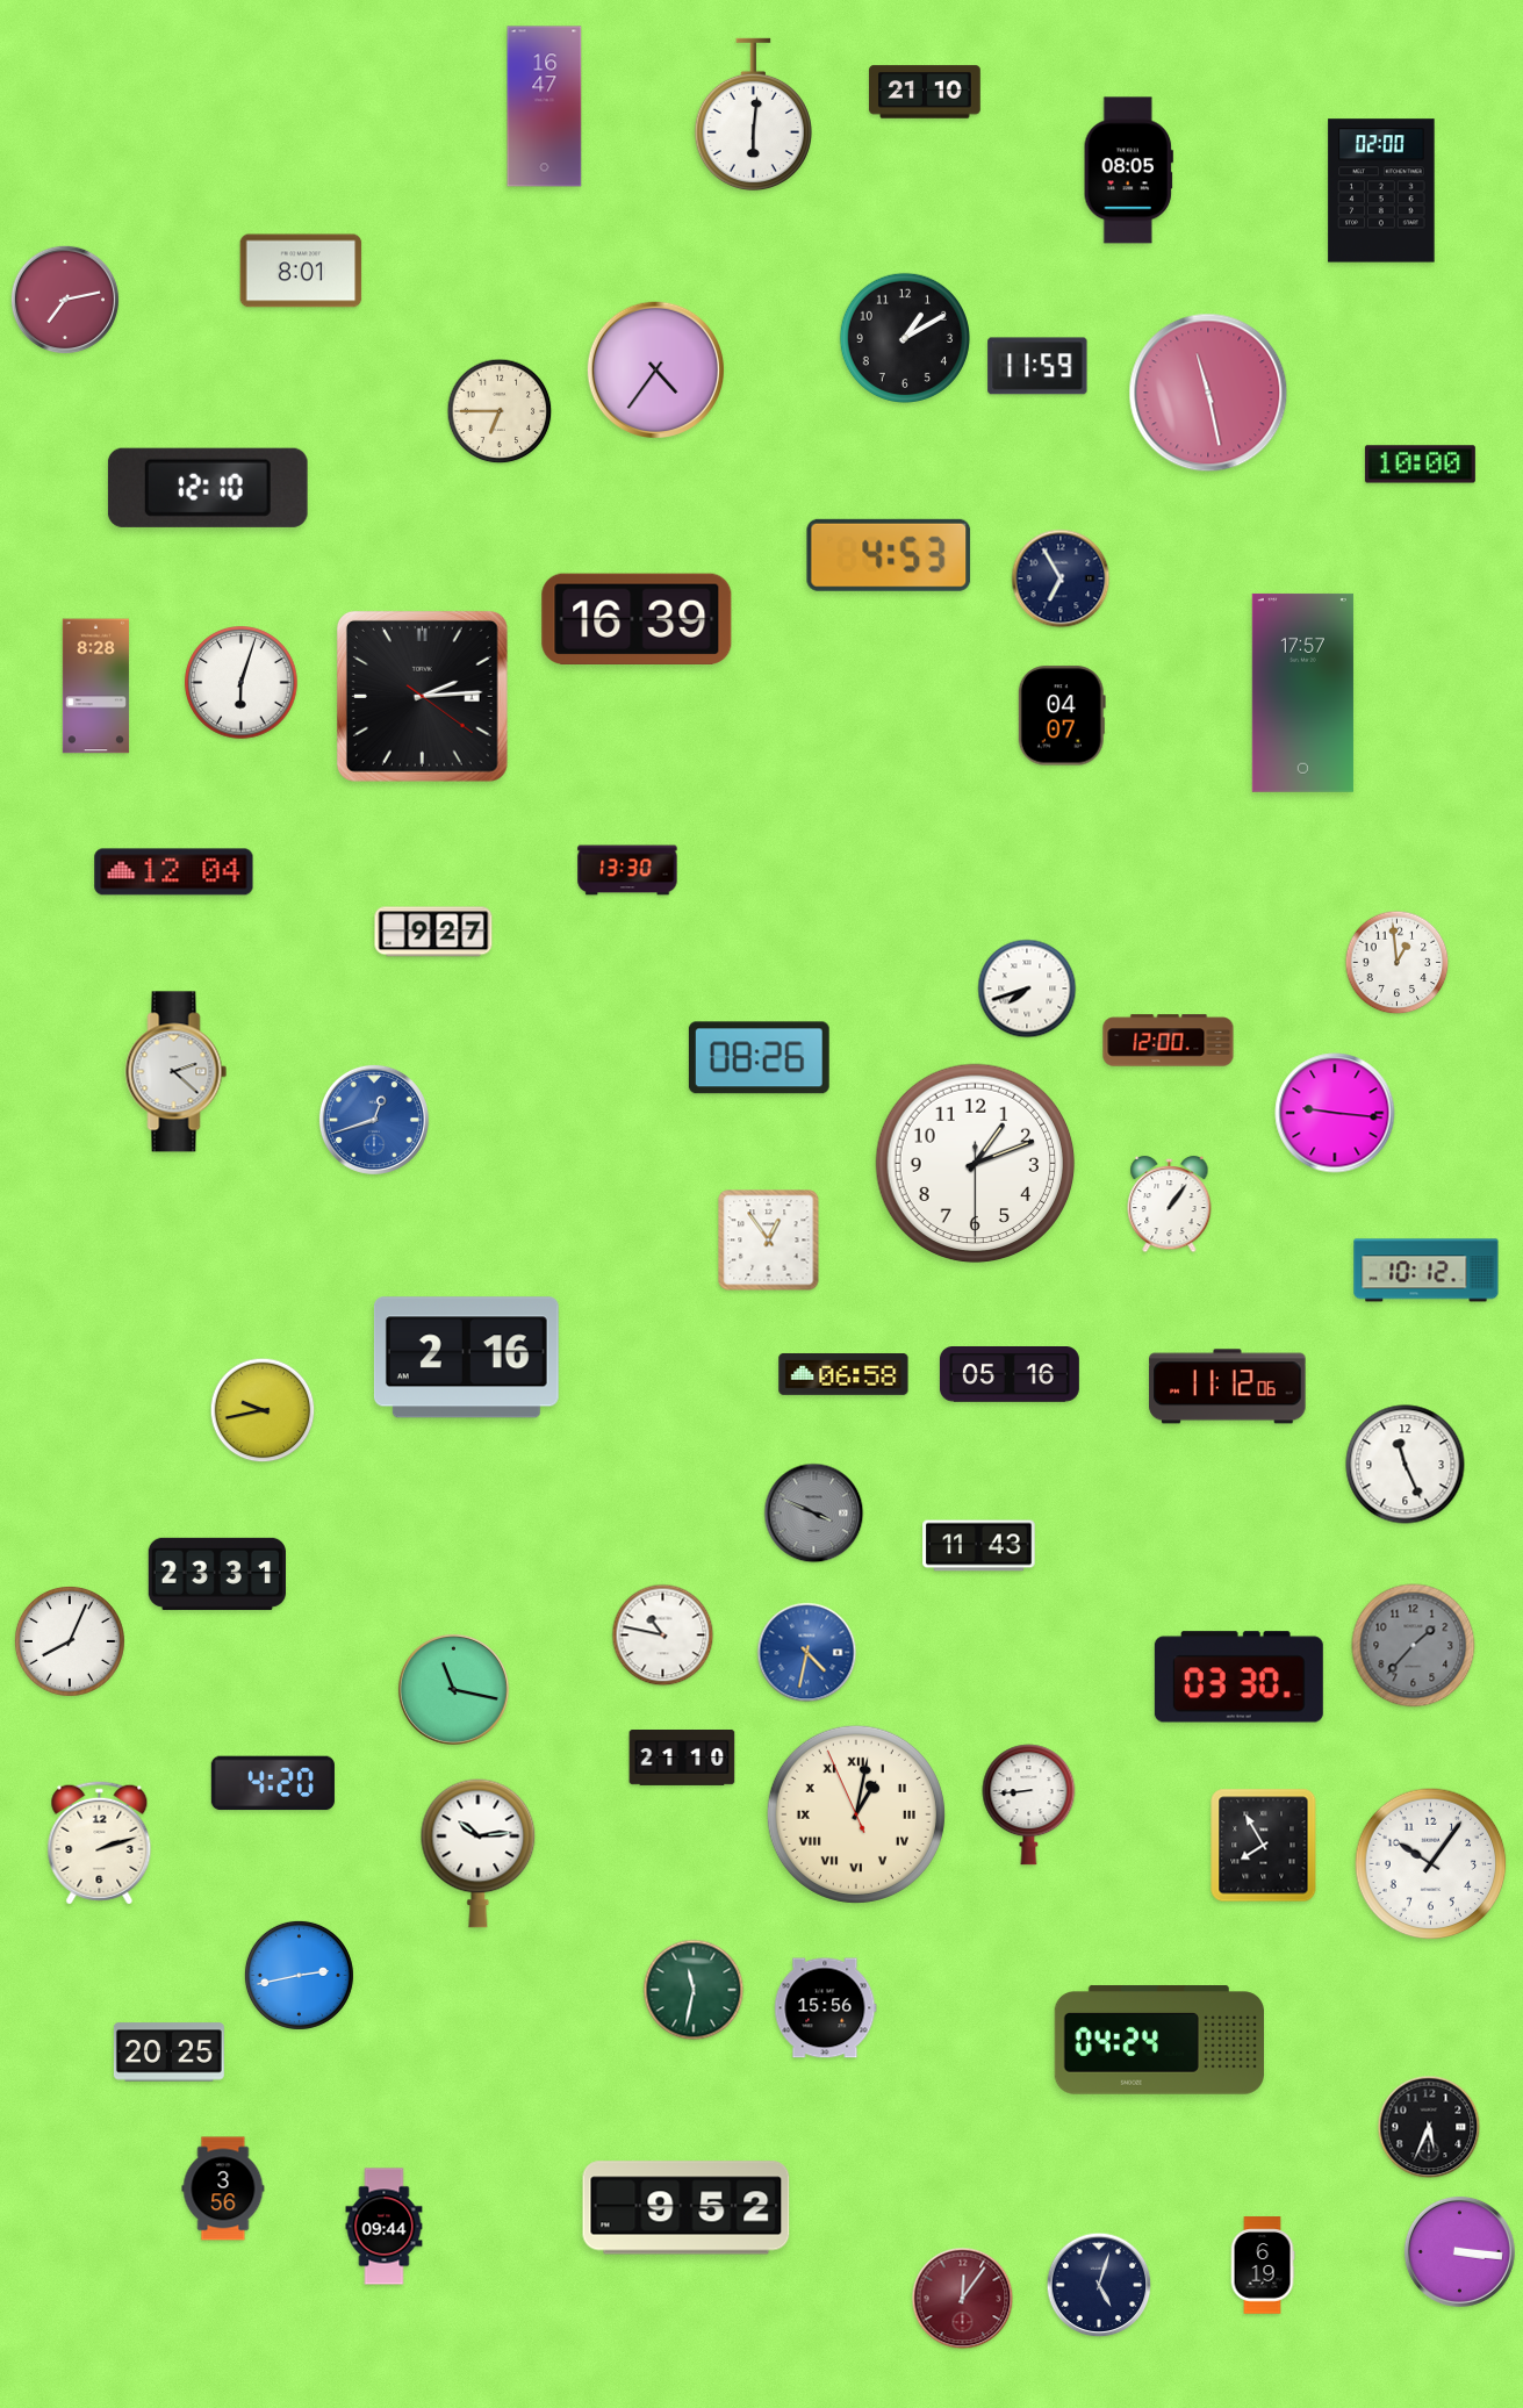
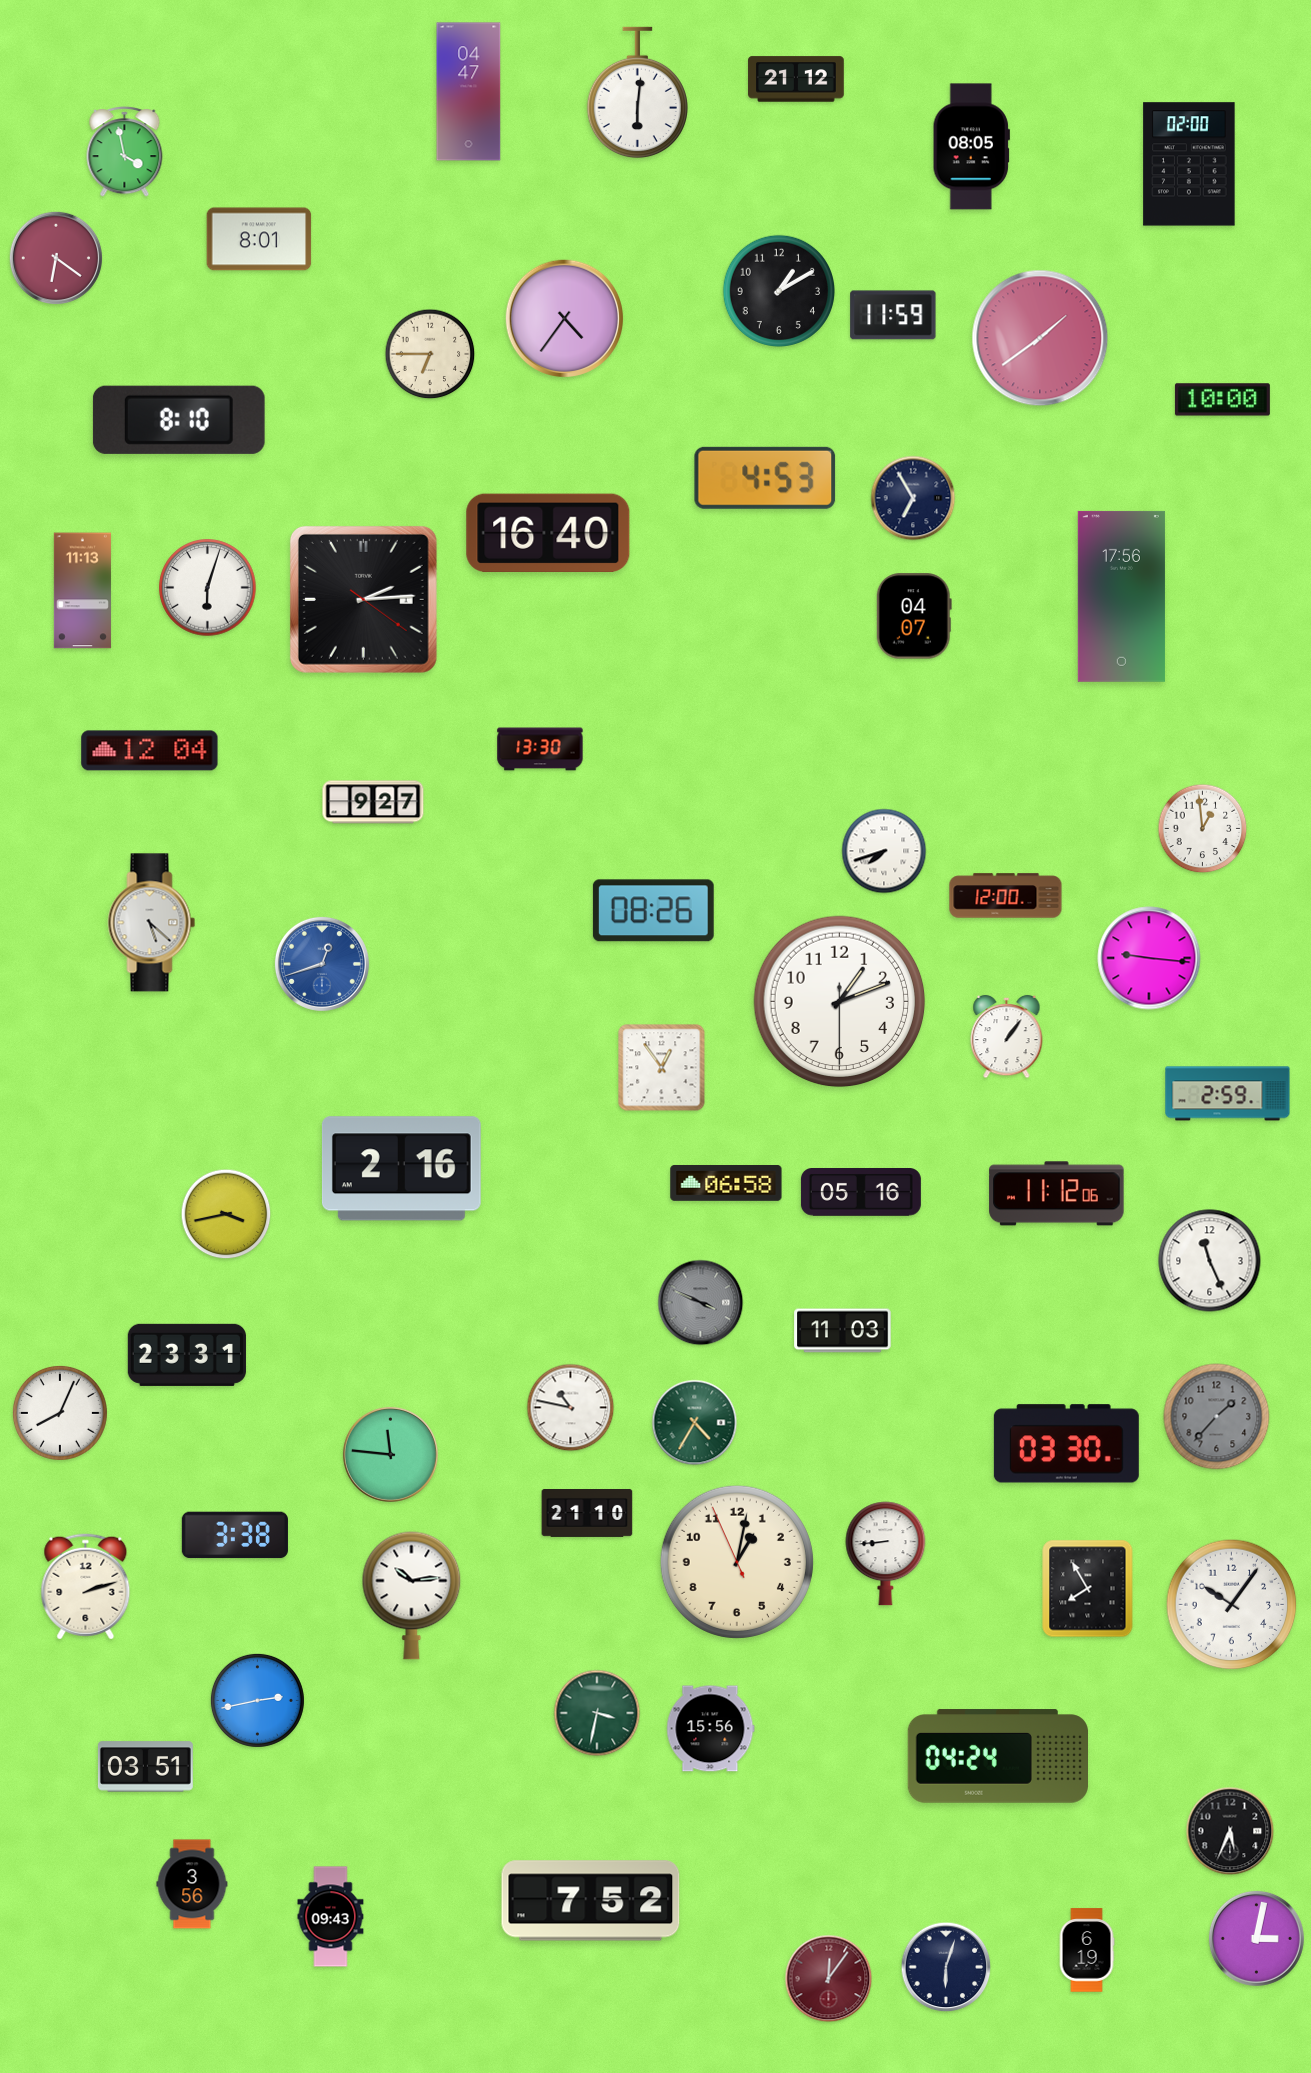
clock at (925, 92): 21:10 -> 21:12
clock at (545, 107): 16:47 -> 04:47
clock at (753, 115) position: (753, 115) -> (637, 93)
clock at (125, 152): none -> 3:58
clock at (301, 271) position: (301, 271) -> (259, 239)
clock at (65, 300): 7:13 -> 6:21
clock at (1208, 393): 11:28 -> 1:39
clock at (208, 488): 12:10 -> 8:10
clock at (637, 618): 16:39 -> 16:40
clock at (95, 687): 8:28 -> 11:13
clock at (1302, 692): 17:57 -> 17:56
clock at (177, 1072): 2:22 -> 5:22
clock at (1427, 1271): 10:12 -> 2:59
clock at (1010, 1375) position: (1010, 1375) -> (861, 1193)
clock at (263, 1410): 9:43 -> 3:43
clock at (979, 1546): 11:43 -> 11:03
clock at (807, 1653): 4:32 -> 4:35
clock at (807, 1653) dial: blue -> green
clock at (453, 1689): 11:17 -> 11:46
clock at (273, 1783): 4:20 -> 3:38
clock at (856, 1814) numerals: Roman -> Arabic
clock at (694, 1990): 11:32 -> 3:32
clock at (168, 2053): 20:25 -> 03:51
clock at (687, 2208): 9:52 -> 7:52
clock at (385, 2227): 09:44 -> 09:43
clock at (1459, 2251): 3:16 -> 3:02
clock at (1099, 2285): 5:03 -> 6:03
